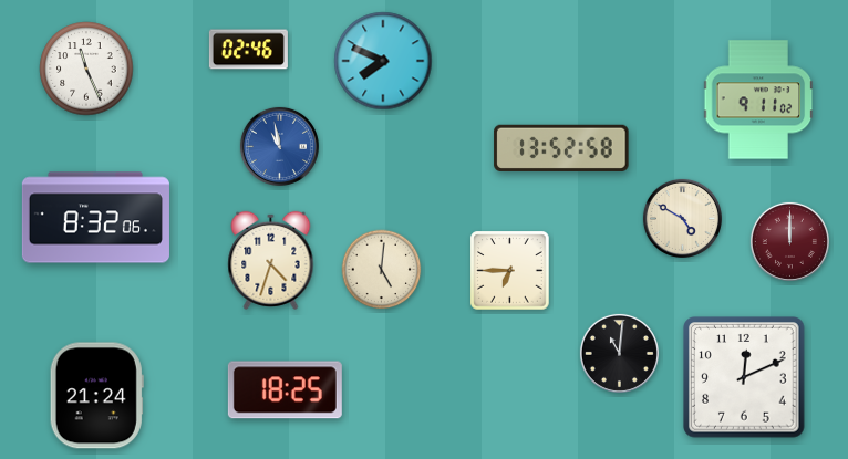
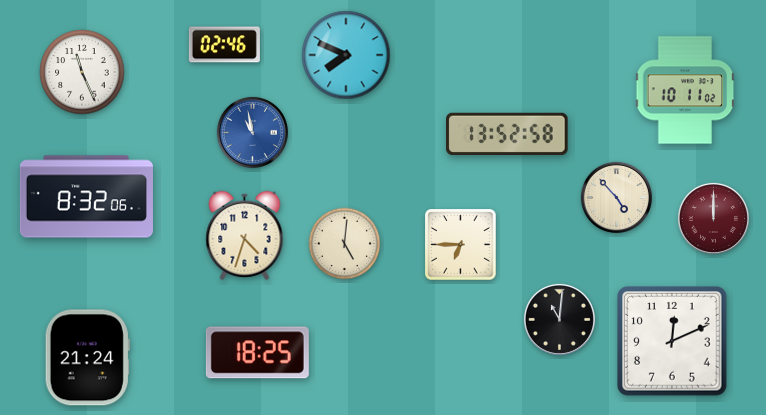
clock at (86, 69) position: (86, 69) -> (82, 72)
clock at (758, 100): 9:11 -> 10:11
clock at (682, 218): 4:50 -> 4:53
